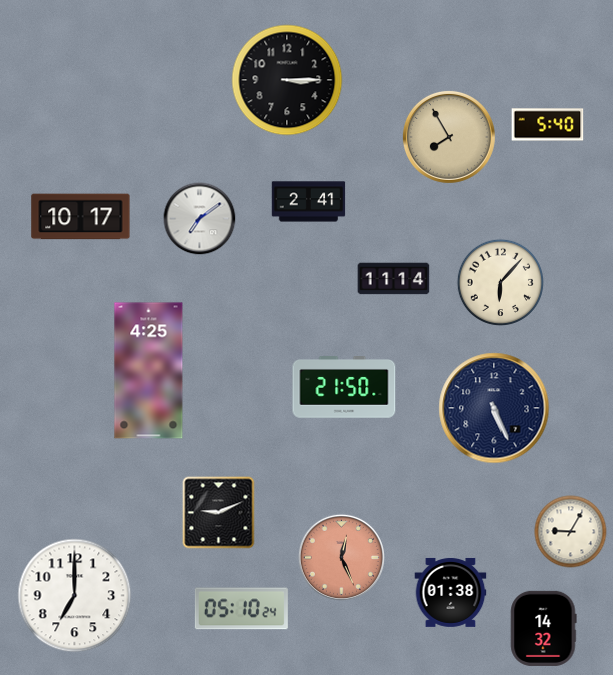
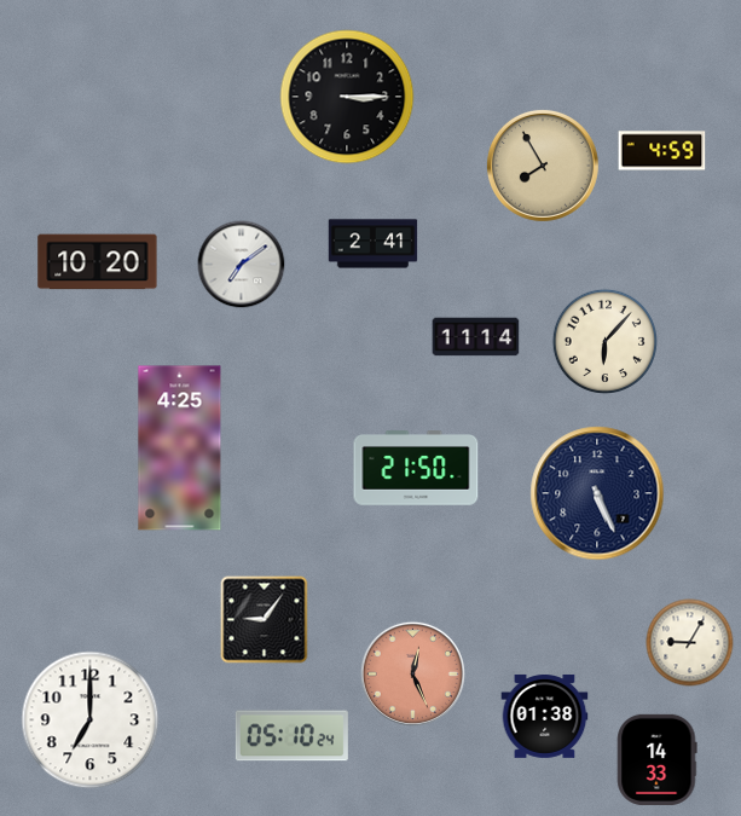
clock at (548, 125): 5:40 -> 4:59
clock at (81, 217): 10:17 -> 10:20
clock at (219, 513): 9:11 -> 9:06
clock at (544, 628): 14:32 -> 14:33
